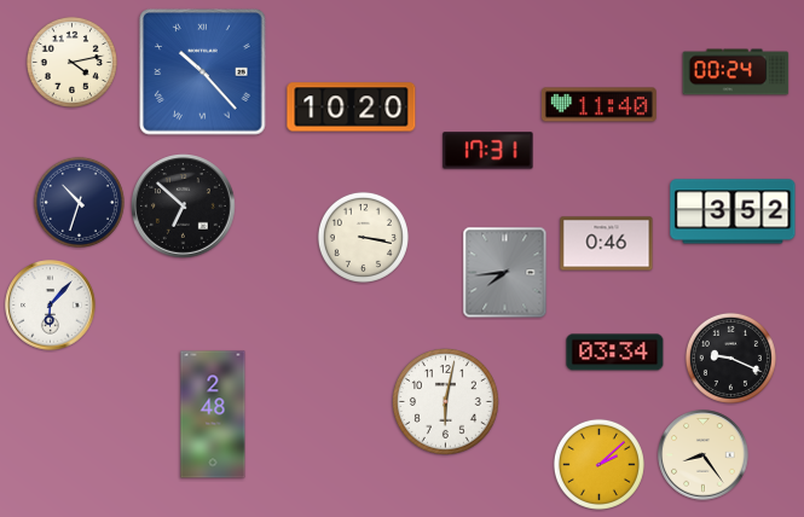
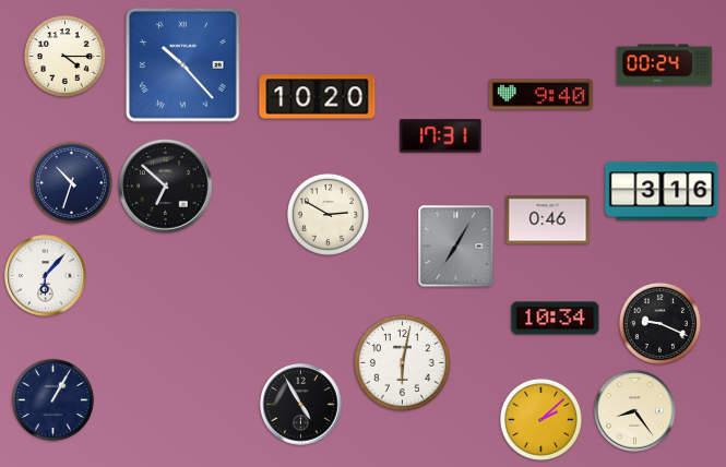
clock at (71, 62): 4:13 -> 4:15
clock at (600, 105): 11:40 -> 9:40
clock at (733, 211): 3:52 -> 3:16
clock at (363, 237): 3:17 -> 2:50
clock at (505, 273): 7:44 -> 7:05
clock at (615, 353): 03:34 -> 10:34
clock at (213, 414): 2:48 -> none
clock at (52, 399): none -> 1:05
clock at (301, 405): none -> 4:55
